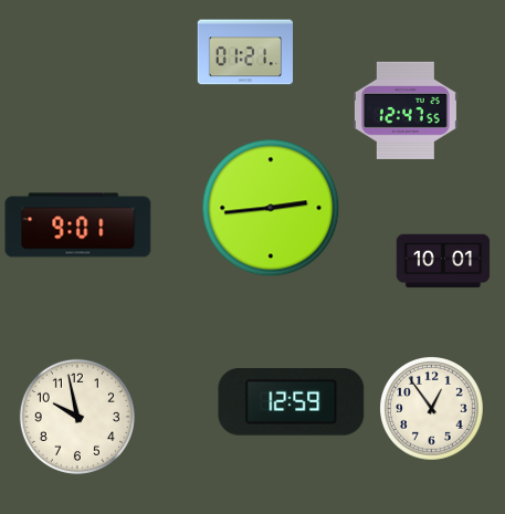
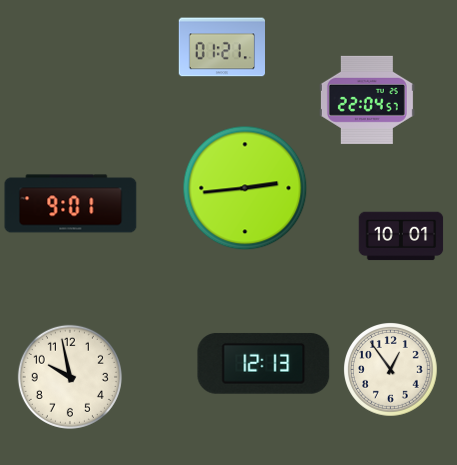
clock at (406, 111): 12:47 -> 22:04
clock at (292, 402): 12:59 -> 12:13
